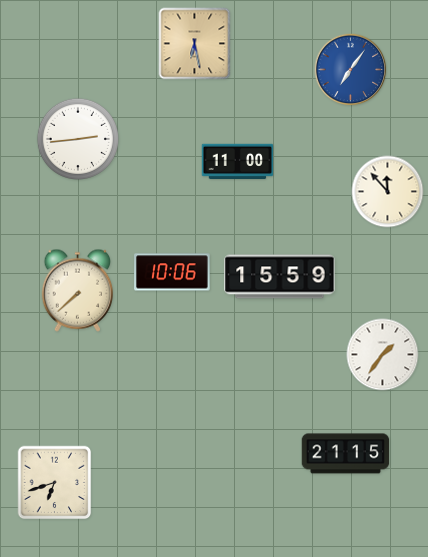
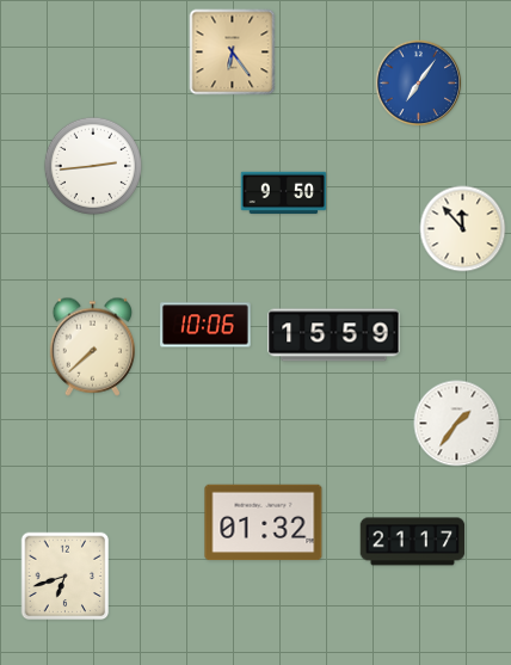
clock at (195, 44): 6:28 -> 6:24
clock at (238, 162): 11:00 -> 9:50
clock at (280, 277) position: (280, 277) -> (334, 335)
clock at (264, 523): none -> 01:32
clock at (346, 454): 21:15 -> 21:17
